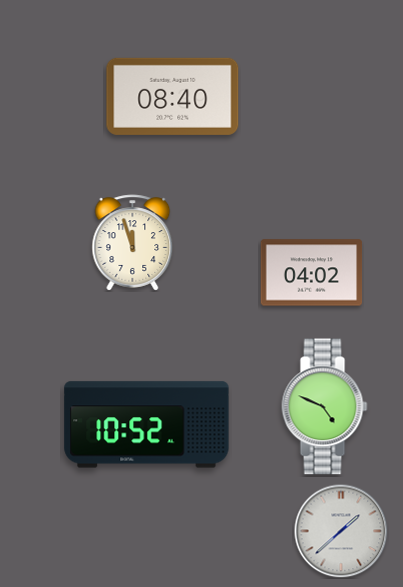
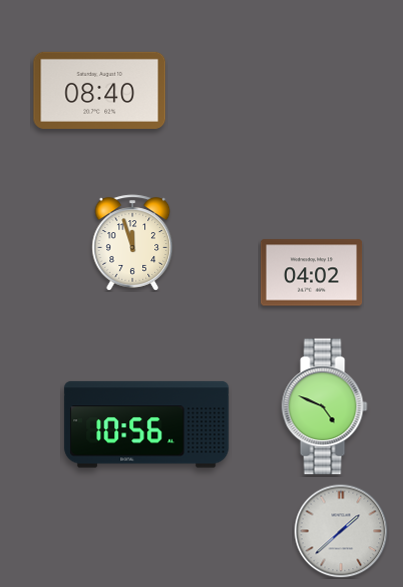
clock at (173, 96) position: (173, 96) -> (100, 90)
clock at (147, 425): 10:52 -> 10:56
